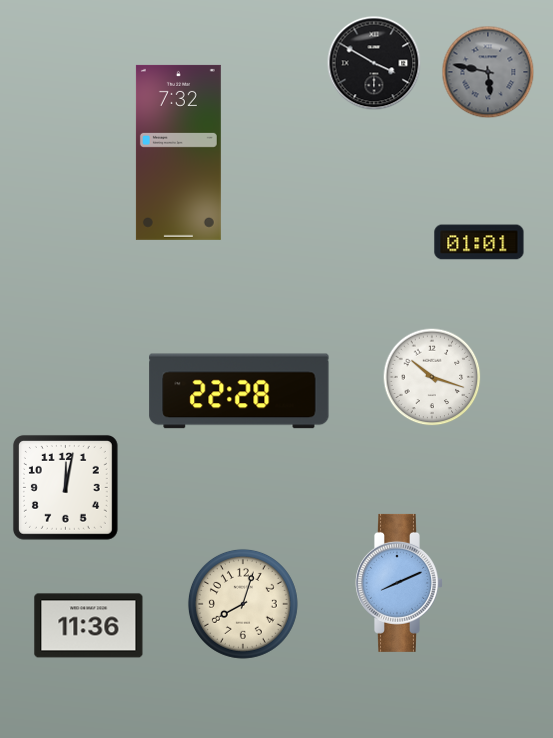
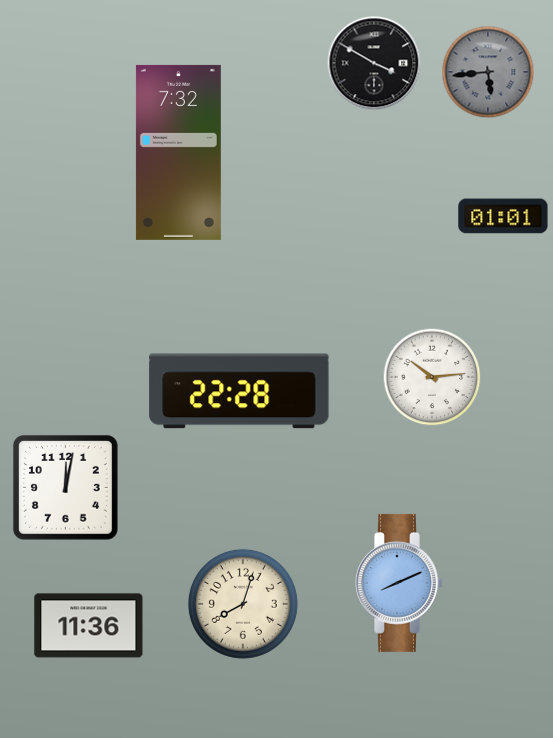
clock at (488, 72): 5:47 -> 5:44
clock at (479, 242) position: (479, 242) -> (503, 216)
clock at (432, 377): 10:18 -> 10:14
